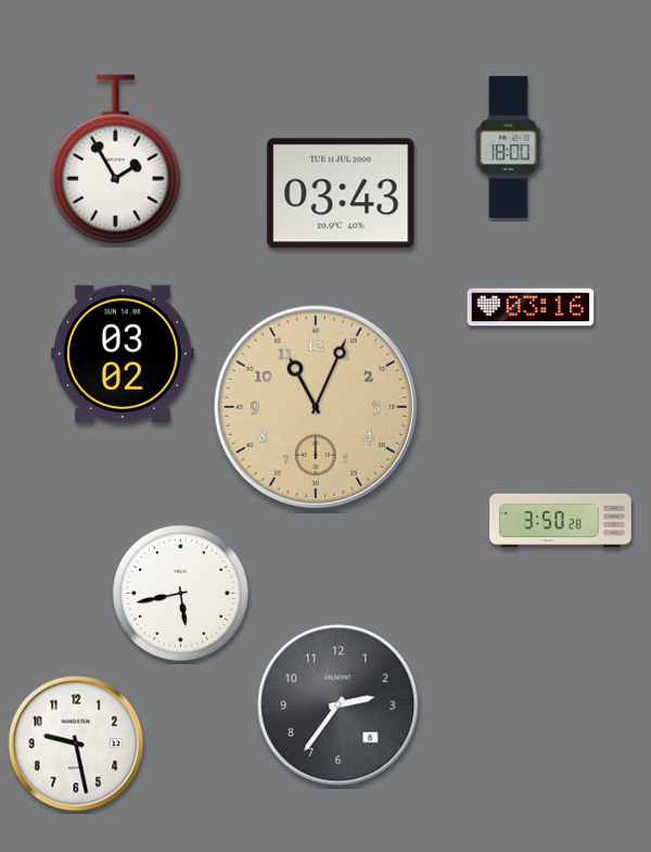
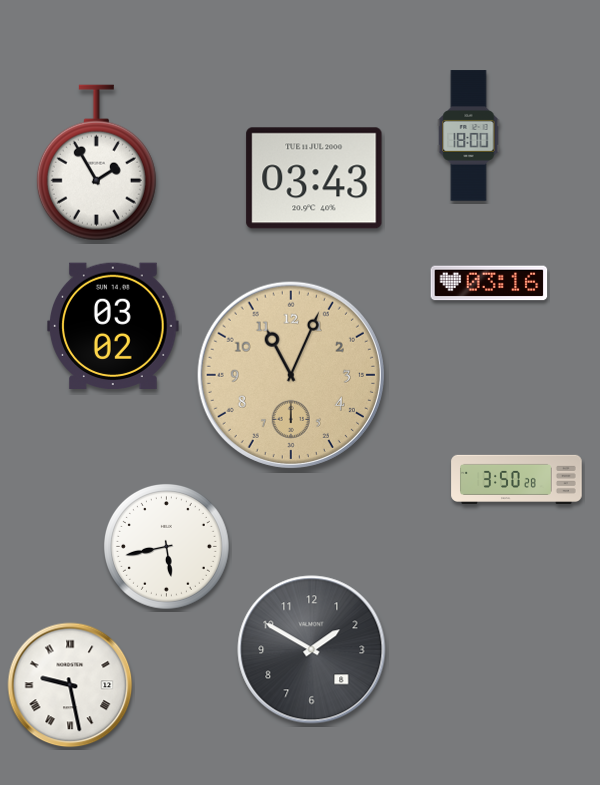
clock at (115, 160) position: (115, 160) -> (96, 163)
clock at (339, 705): 2:36 -> 1:50
clock at (76, 743) numerals: Arabic -> Roman
